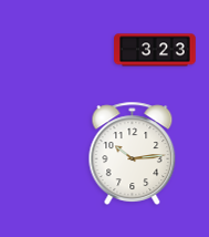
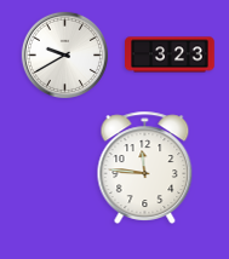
clock at (64, 54): none -> 9:40
clock at (133, 153): 10:14 -> 11:46
